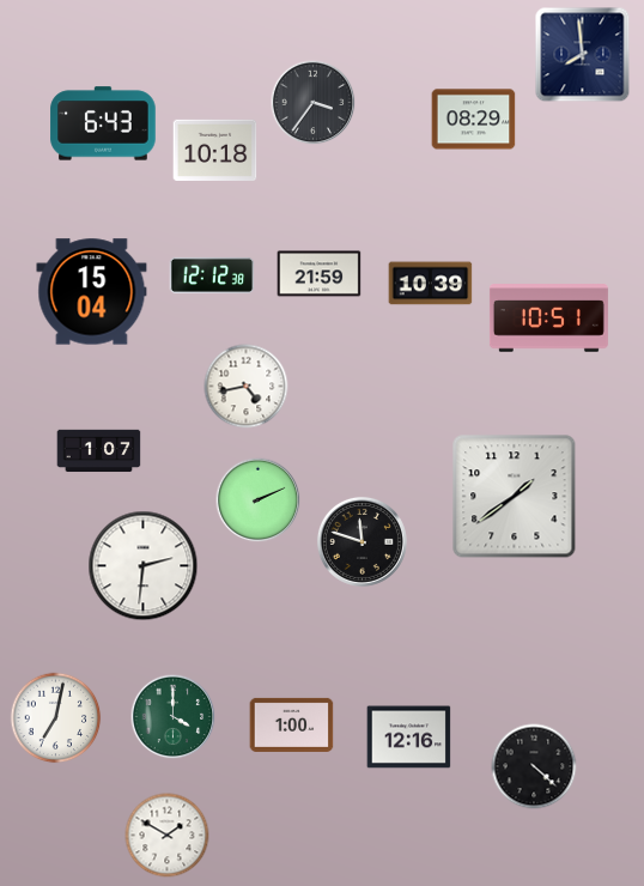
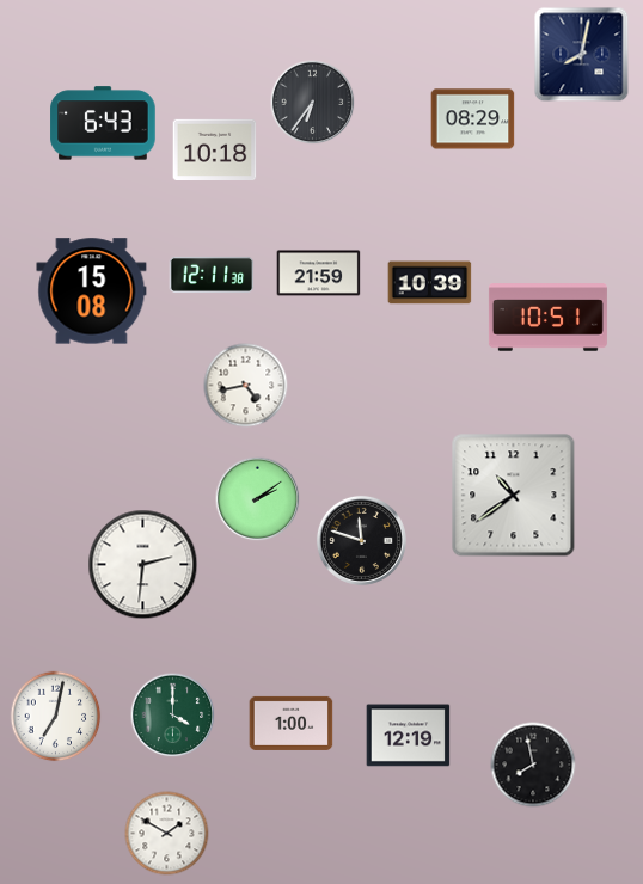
clock at (583, 55): 7:59 -> 8:02
clock at (314, 103): 3:36 -> 6:36
clock at (212, 275): 12:12 -> 12:11
clock at (92, 292): 15:04 -> 15:08
clock at (99, 451): 1:07 -> none
clock at (515, 497): 1:39 -> 10:39
clock at (259, 500): 2:11 -> 2:09
clock at (409, 738): 12:16 -> 12:19
clock at (534, 766): 4:22 -> 7:58
